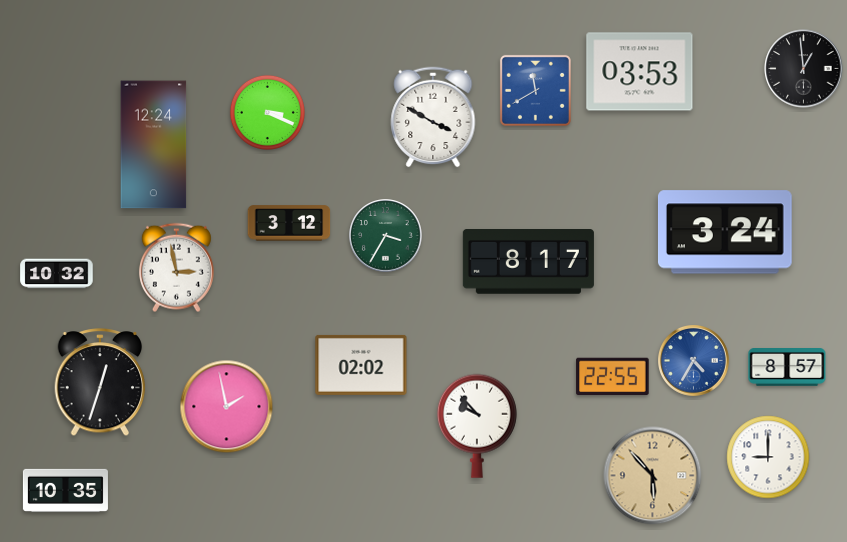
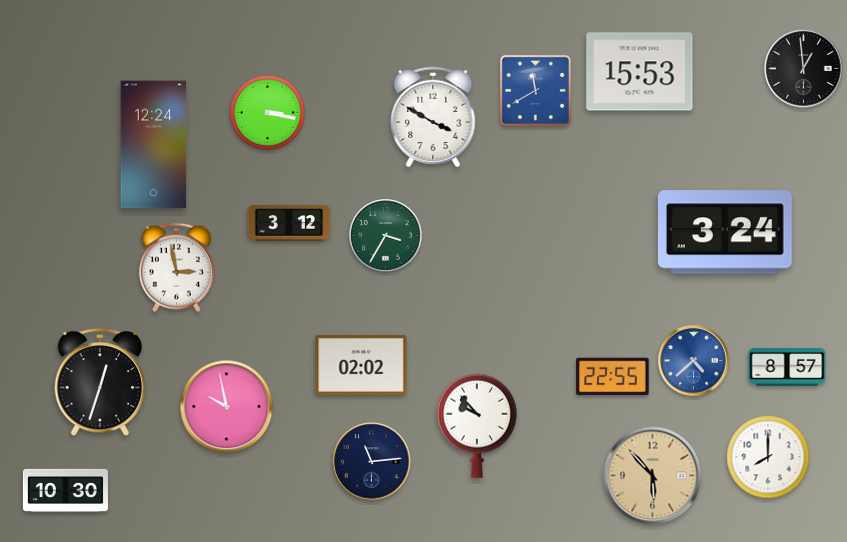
clock at (640, 72): 03:53 -> 15:53
clock at (267, 112): 3:19 -> 3:17
clock at (528, 262): 8:17 -> none
clock at (57, 274): 10:32 -> none
clock at (694, 361): 4:35 -> 4:38
clock at (227, 407): 1:58 -> 9:58
clock at (768, 457): 9:00 -> 8:00
clock at (372, 462): none -> 11:14
clock at (65, 490): 10:35 -> 10:30
